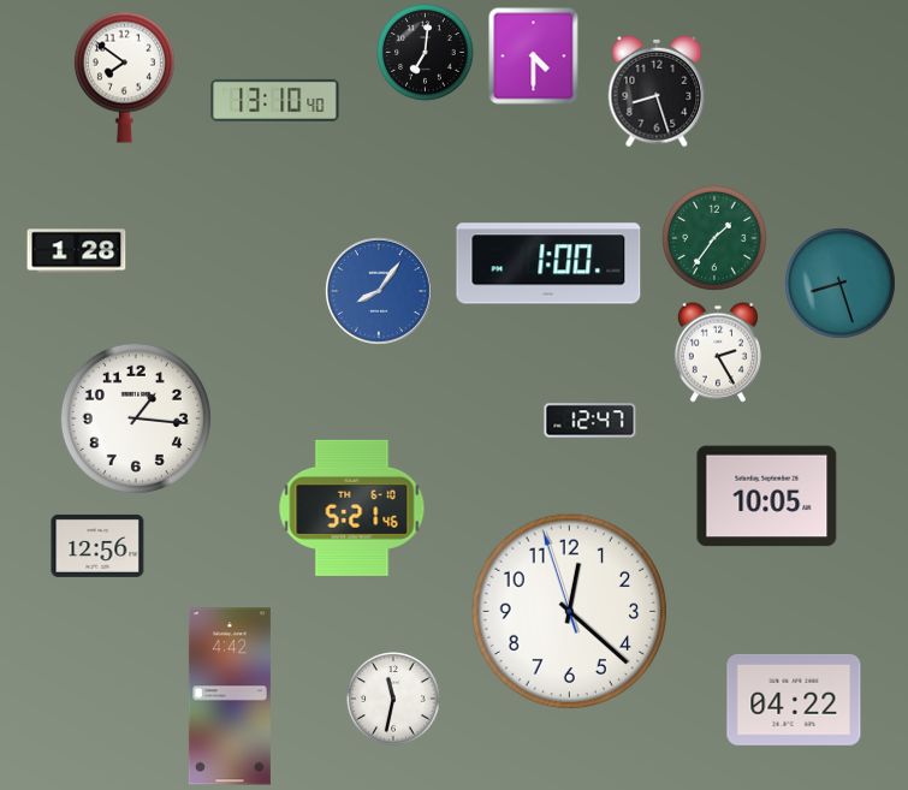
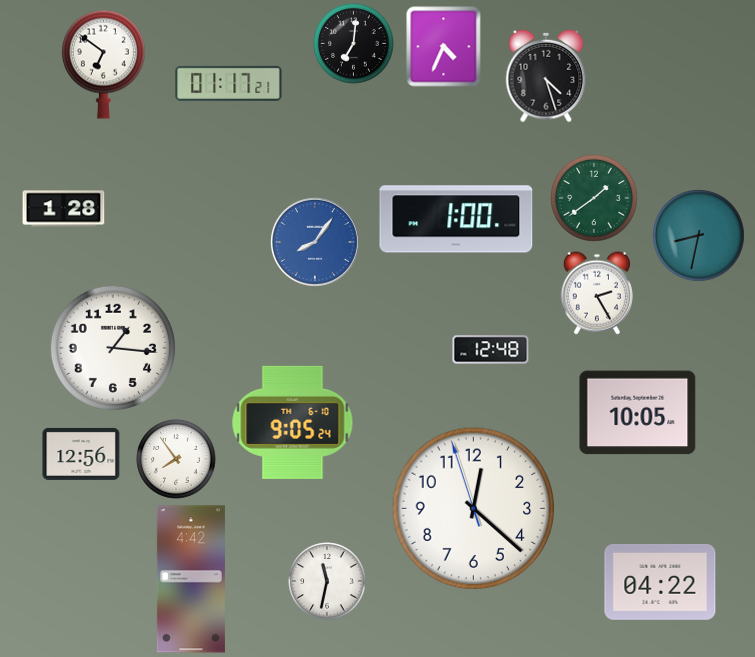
clock at (534, 57): 4:30 -> 4:34
clock at (124, 77): 7:51 -> 6:51
clock at (657, 91): 8:27 -> 4:27
clock at (275, 100): 13:10 -> 01:17
clock at (714, 238): 1:36 -> 1:39
clock at (841, 284): 8:27 -> 8:32
clock at (591, 421): 12:47 -> 12:48
clock at (352, 507): 5:21 -> 9:05
clock at (176, 459): none -> 7:54
